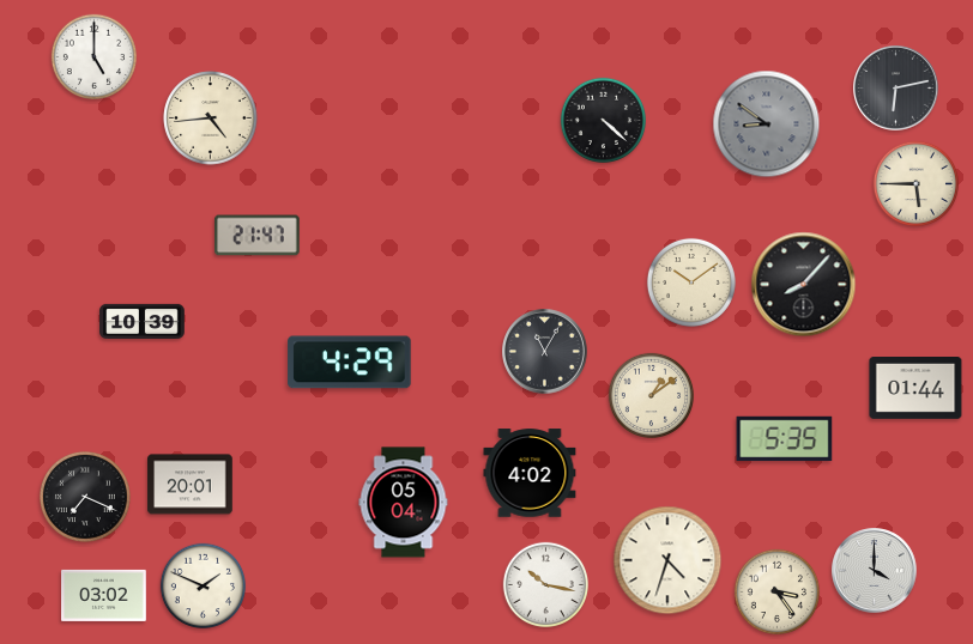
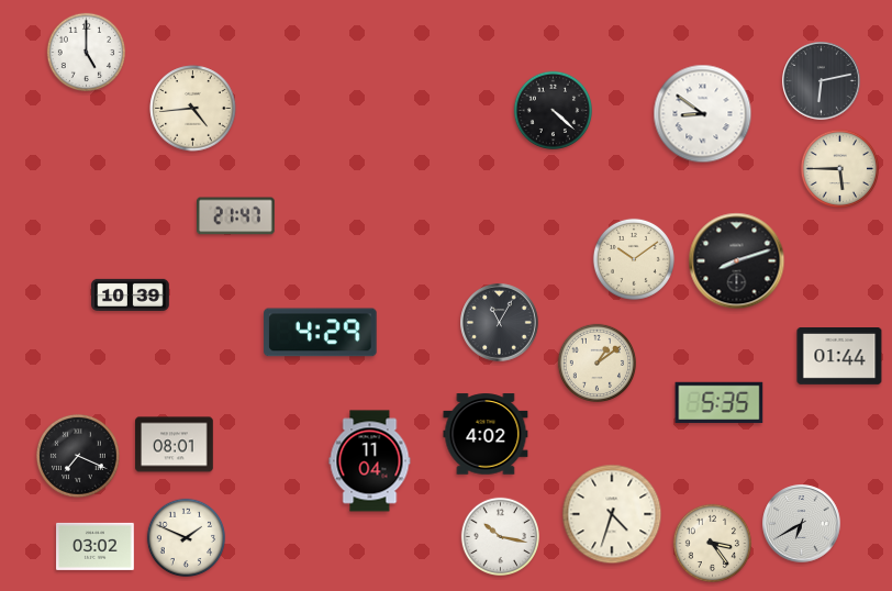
clock at (767, 124) dial: grey -> white
clock at (804, 285): 8:07 -> 8:12
clock at (191, 485): 20:01 -> 08:01
clock at (404, 503): 05:04 -> 11:04
clock at (875, 571): 4:00 -> 6:40
